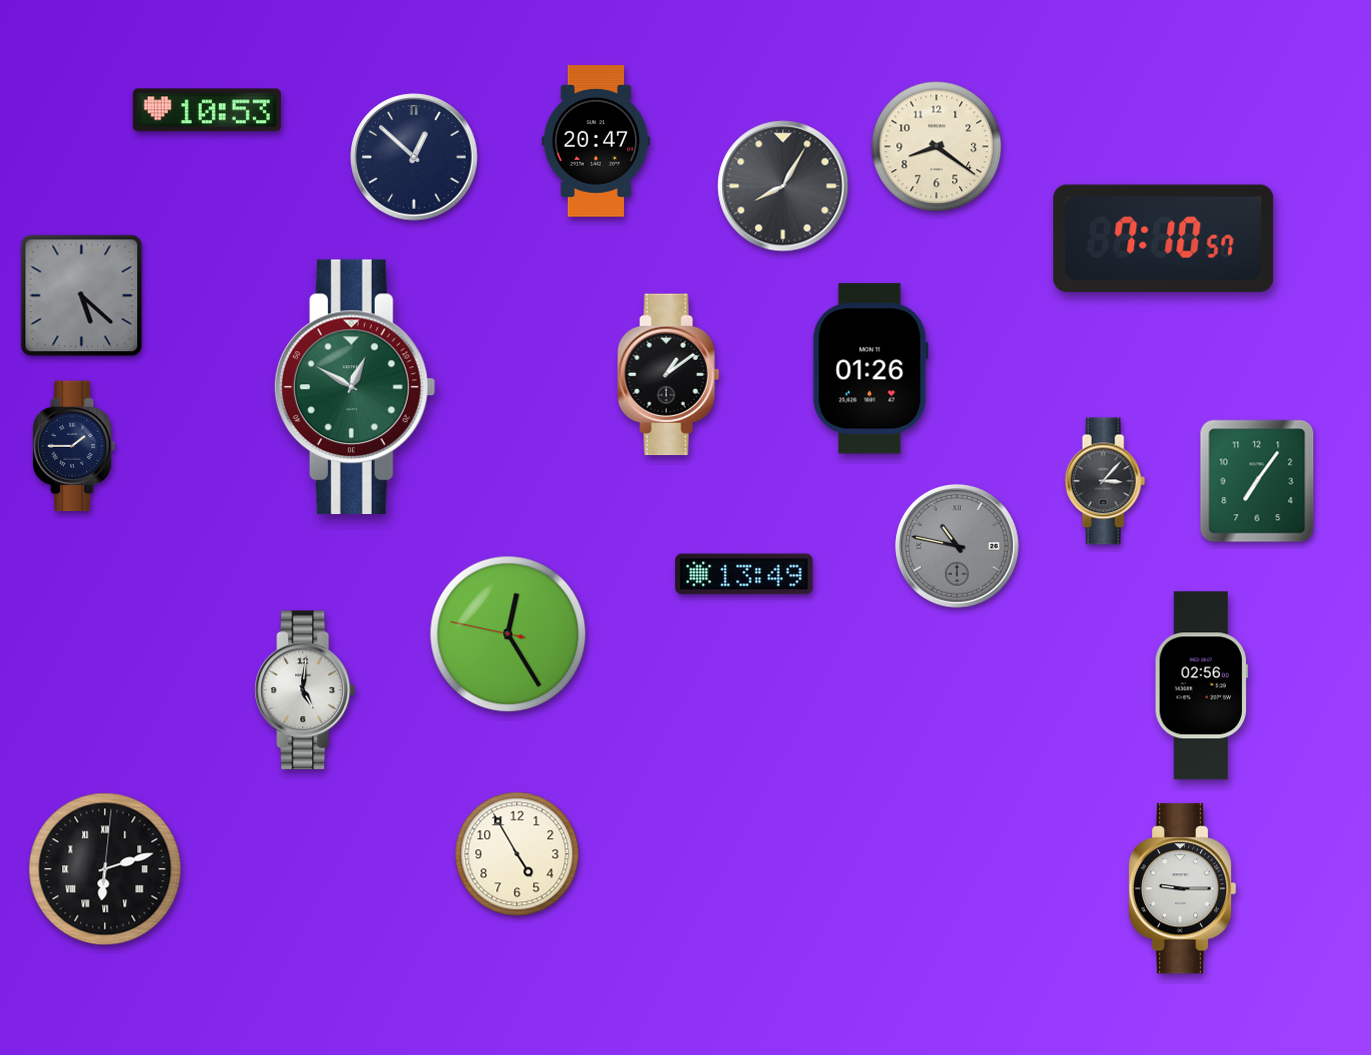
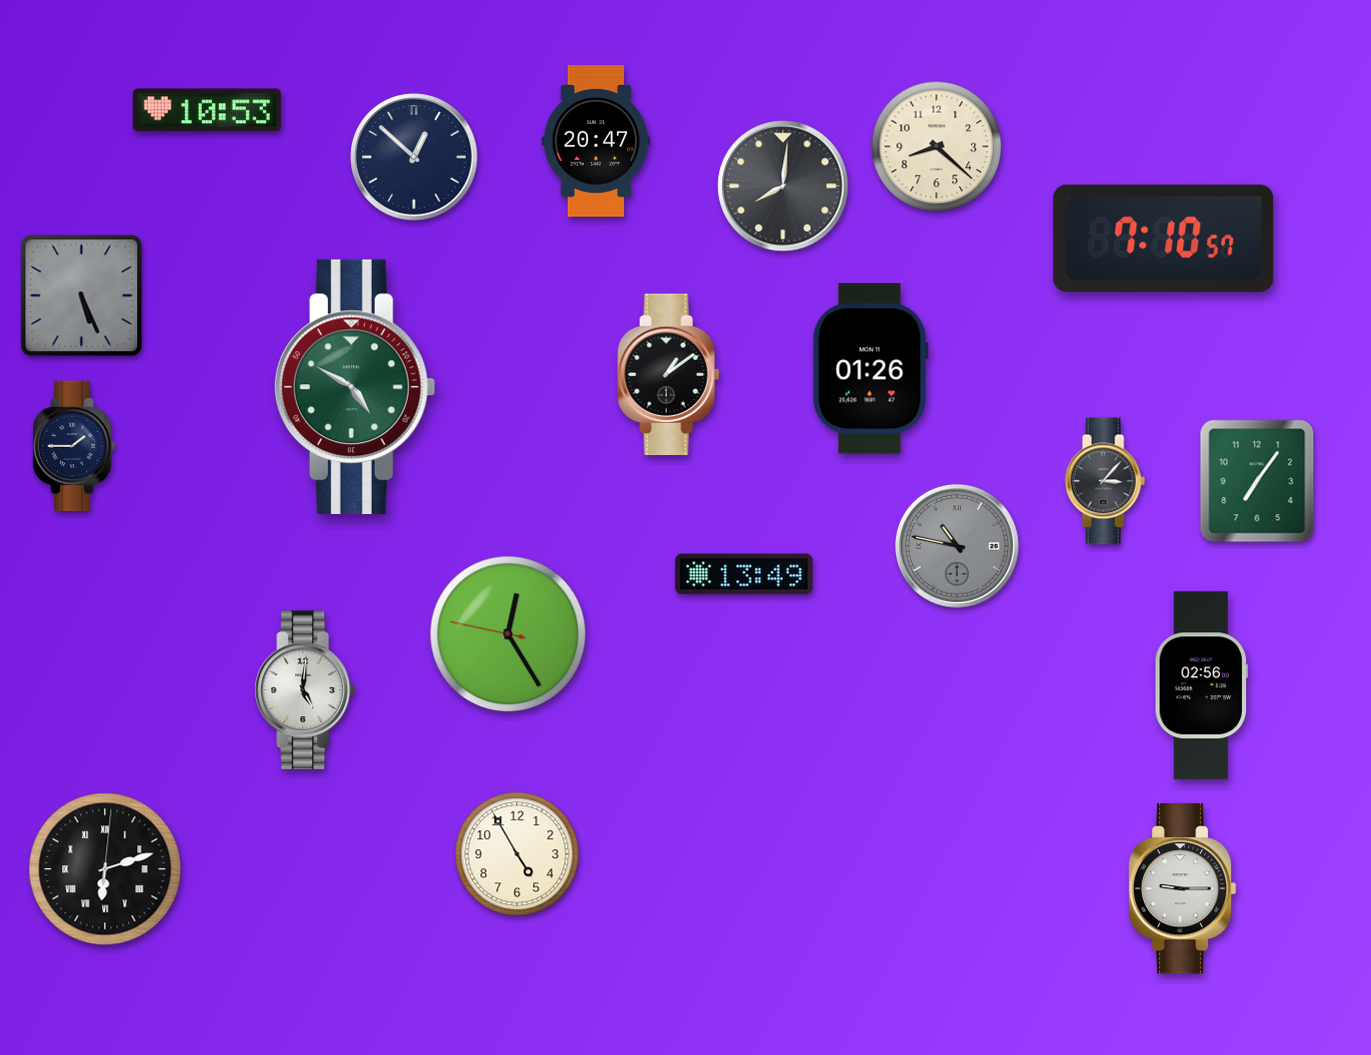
clock at (937, 147): 8:21 -> 8:22
clock at (783, 186): 8:05 -> 8:01
clock at (82, 296): 5:22 -> 5:26
clock at (355, 387): 12:50 -> 4:50
